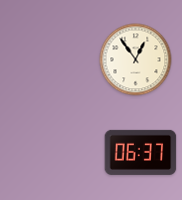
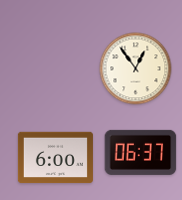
clock at (136, 60) position: (136, 60) -> (136, 69)
clock at (55, 158): none -> 6:00
